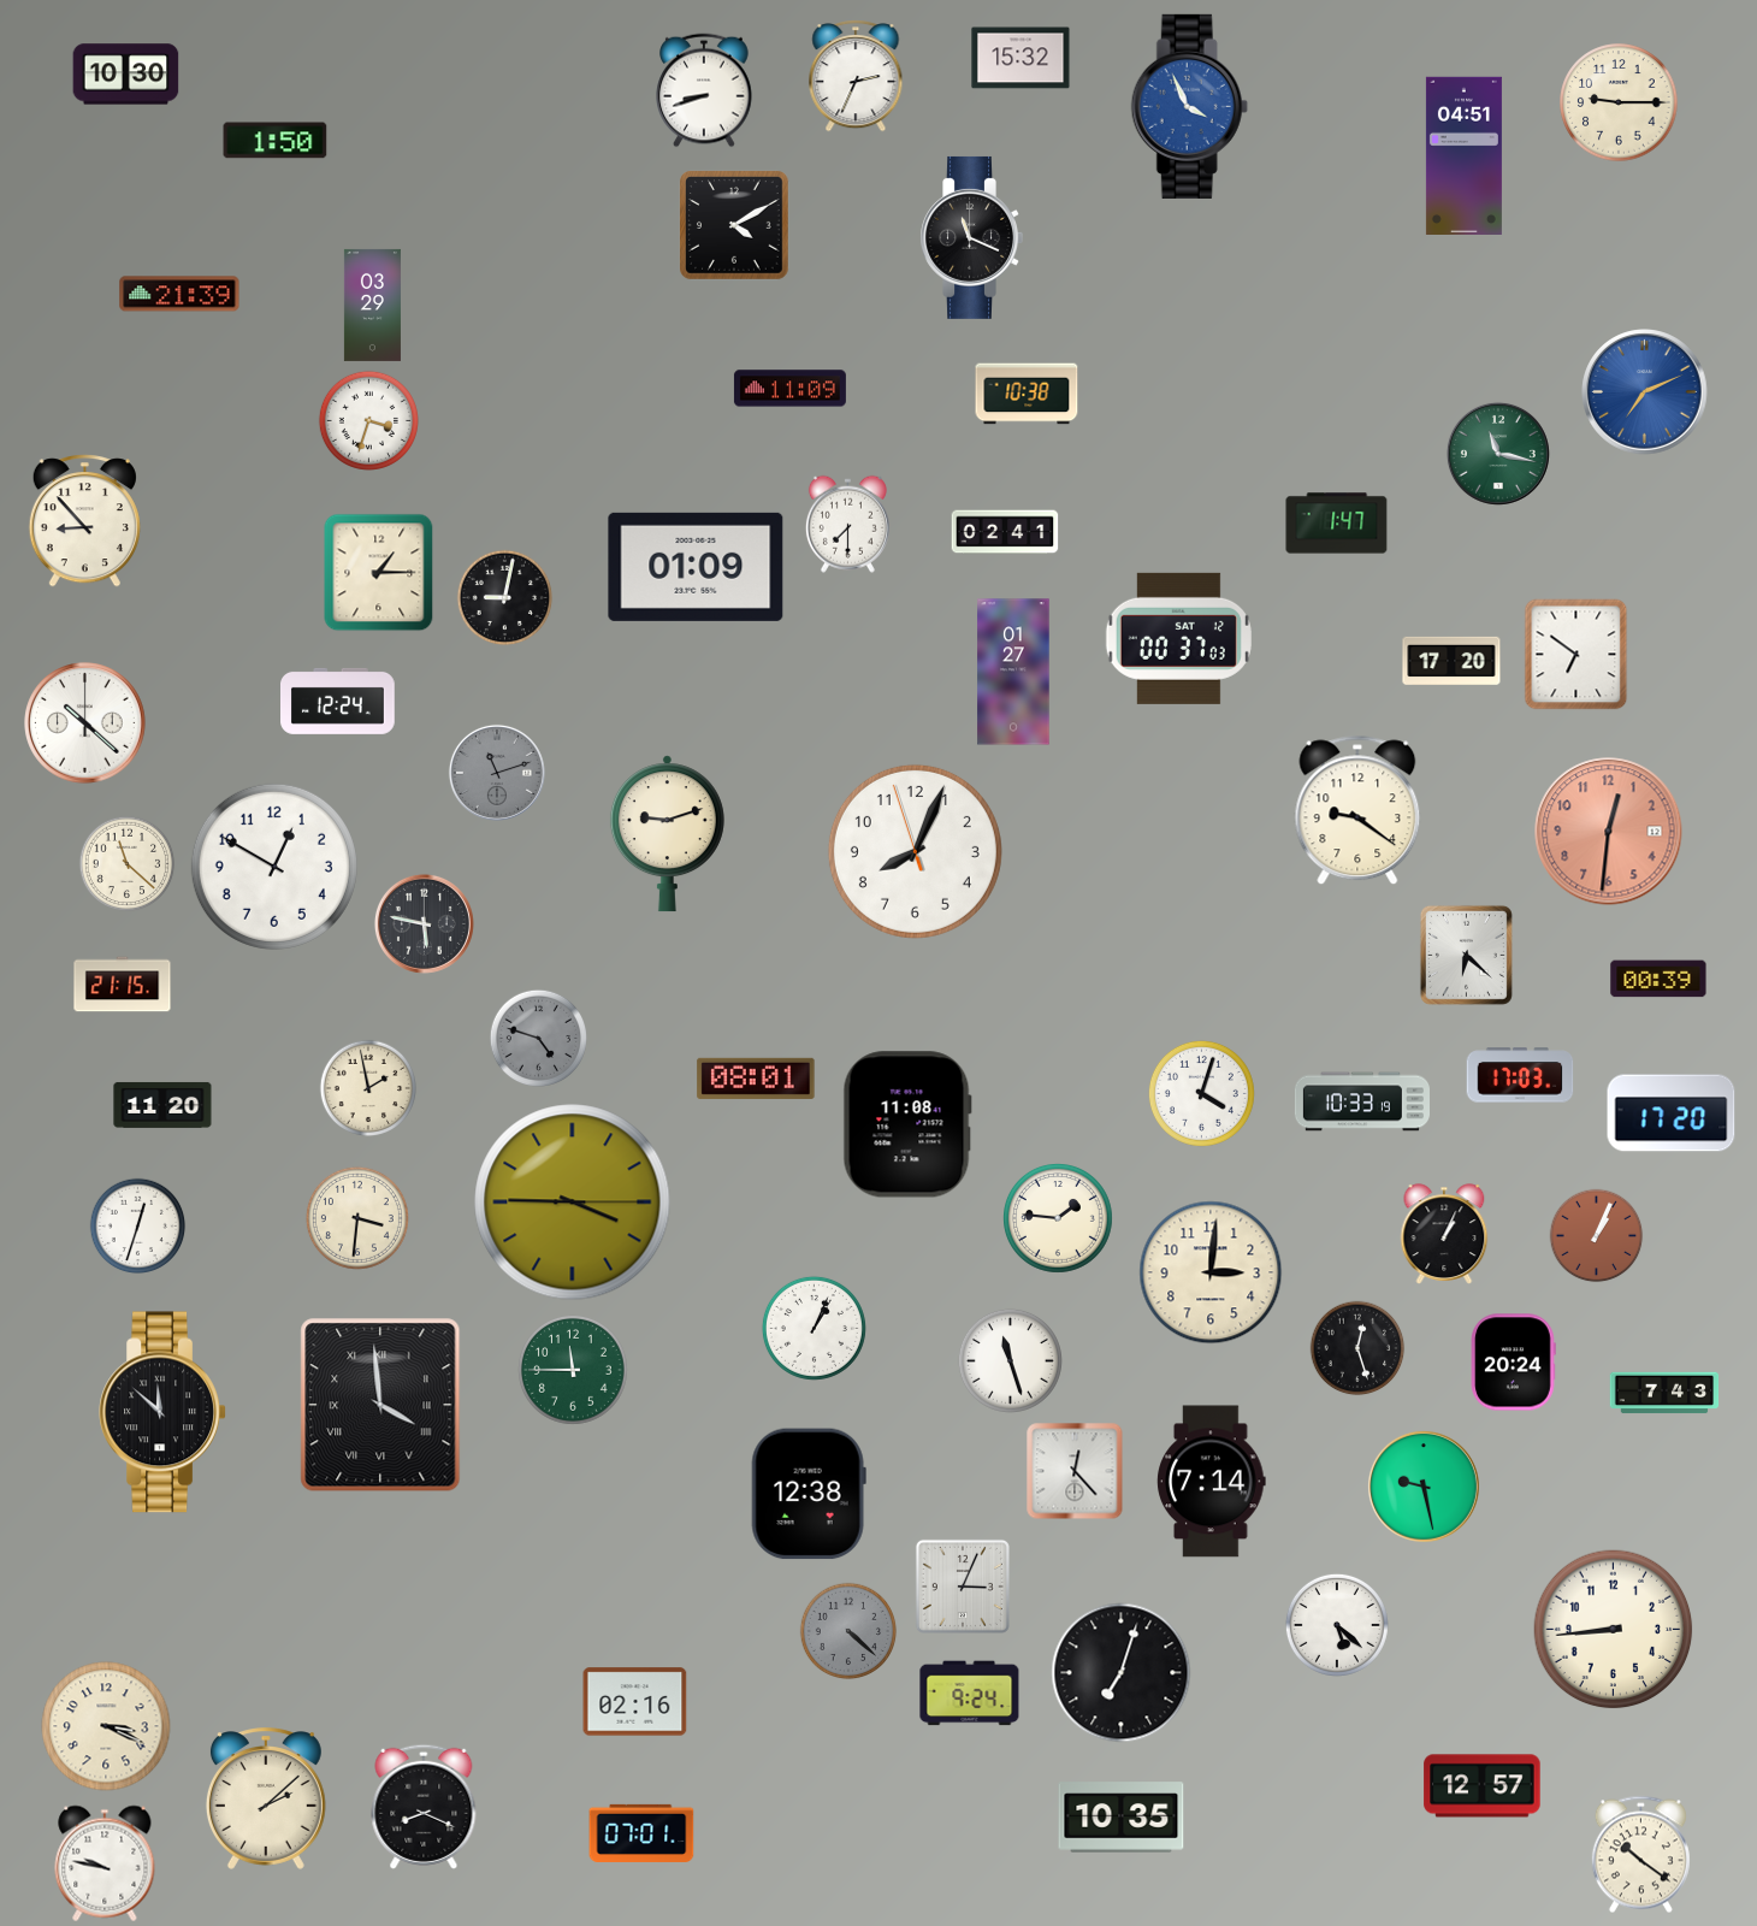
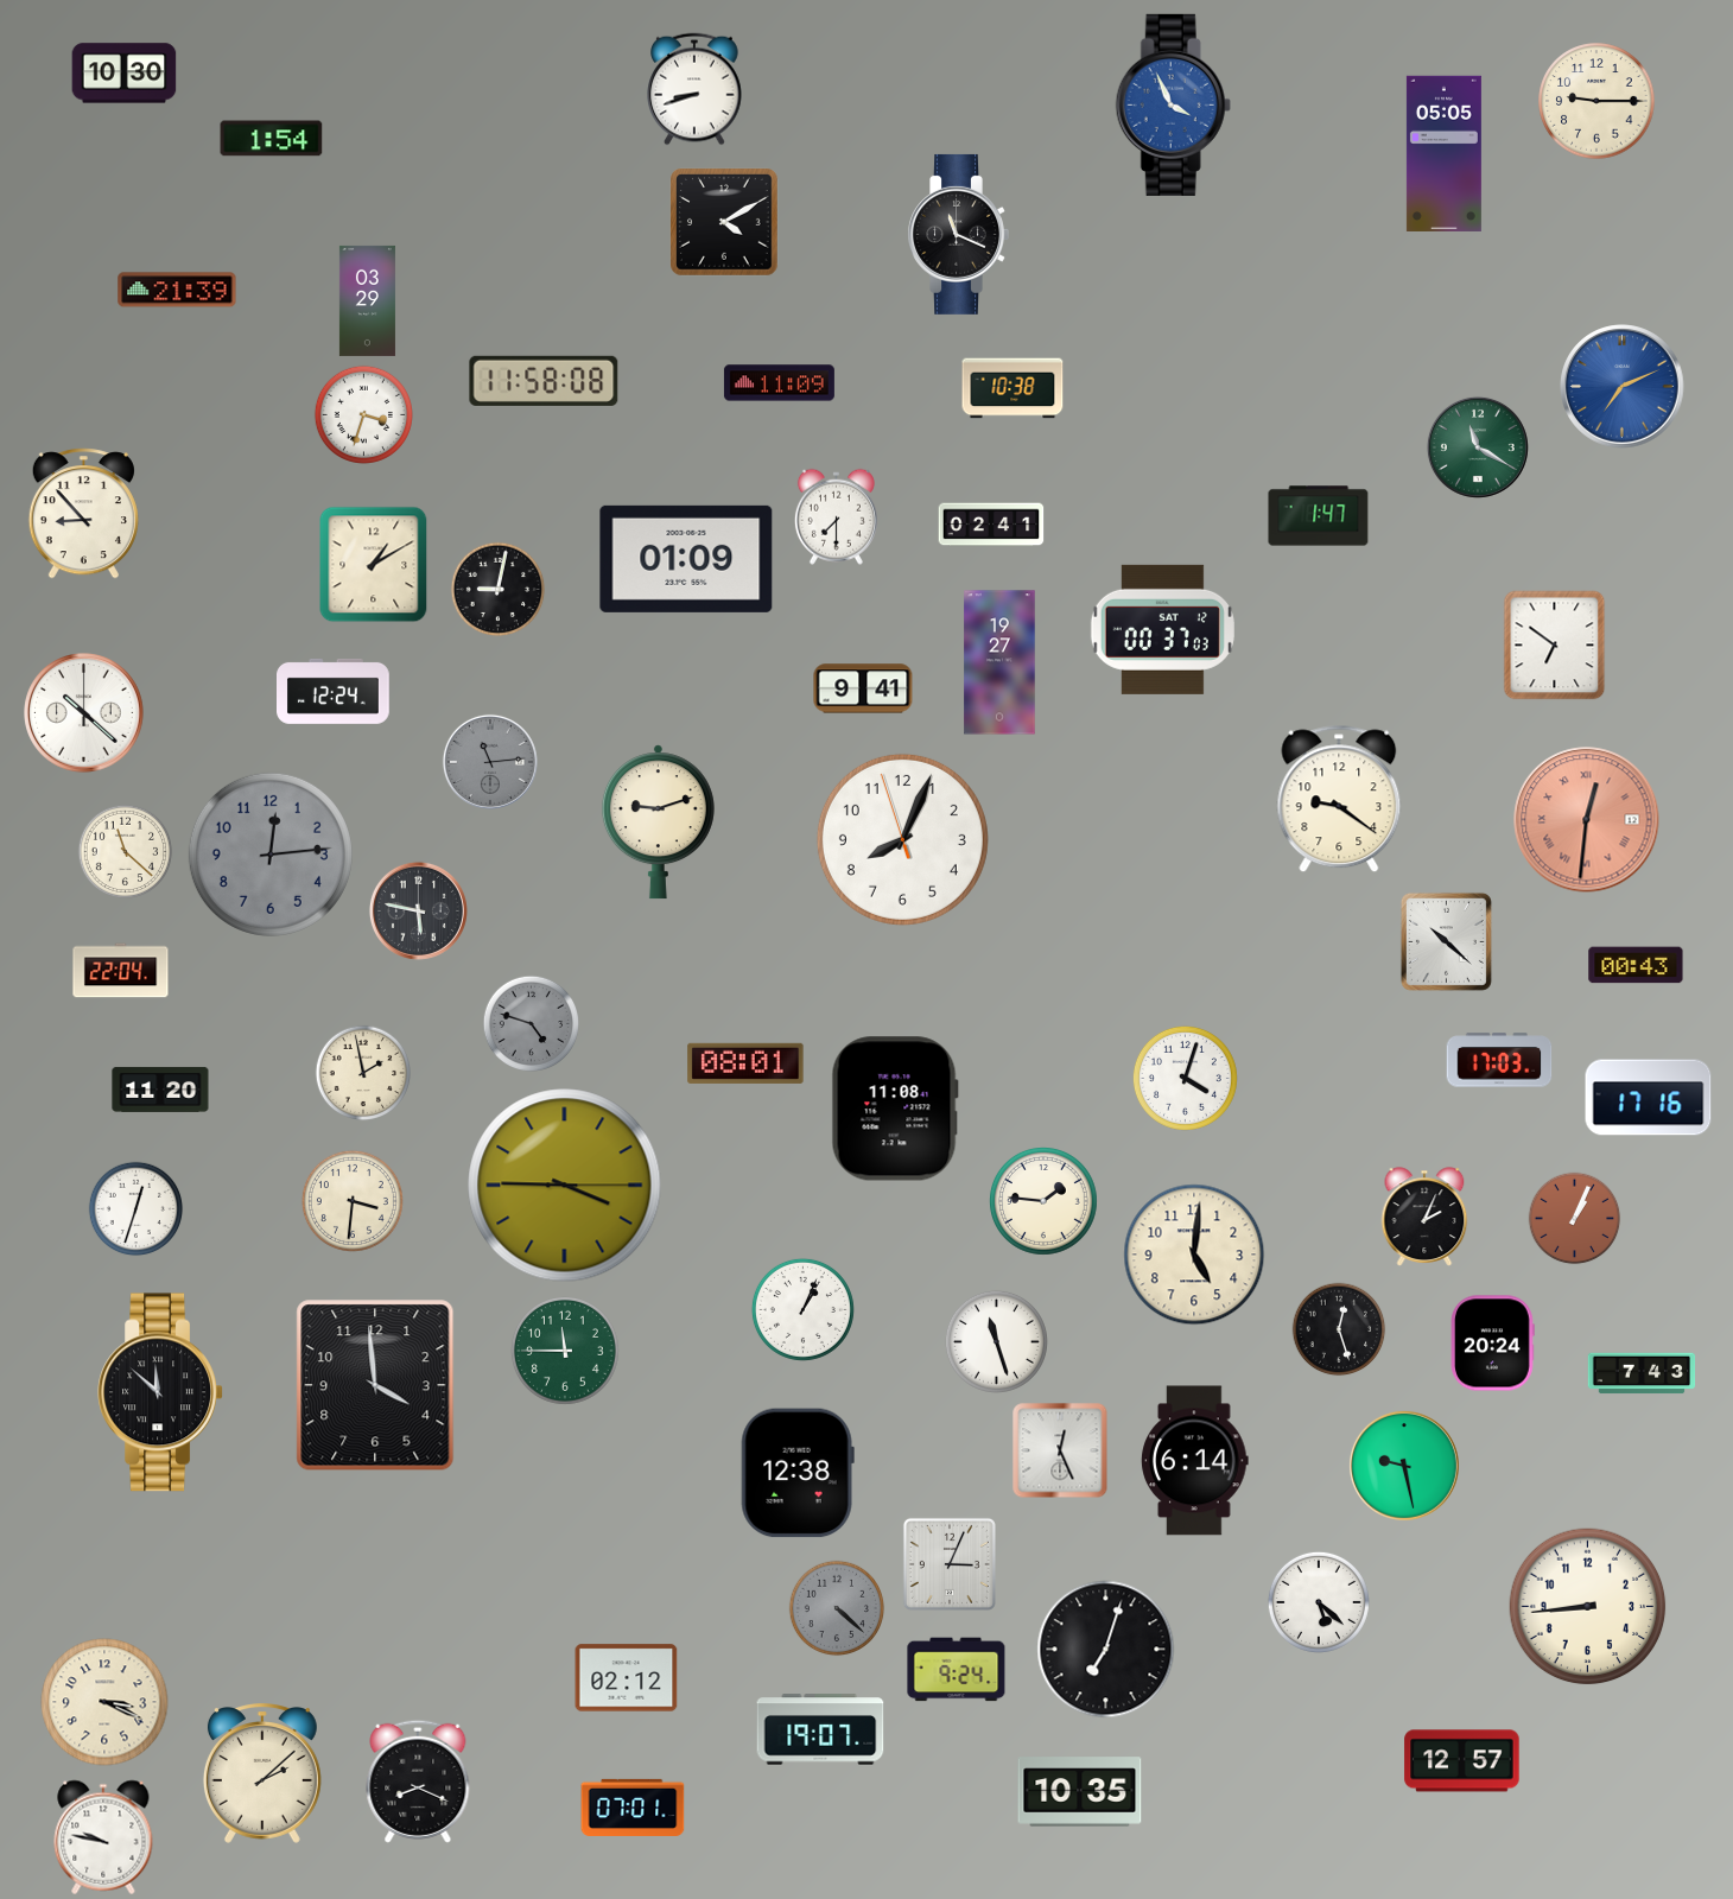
clock at (1021, 58): 15:32 -> none
clock at (856, 77): 2:34 -> none
clock at (276, 141): 1:50 -> 1:54
clock at (1463, 155): 04:51 -> 05:05
clock at (544, 381): none -> 11:58
clock at (1498, 454): 11:17 -> 11:20
clock at (379, 573): 1:15 -> 1:10
clock at (1451, 661): 17:20 -> none
clock at (1013, 672): 01:27 -> 19:27
clock at (863, 688): none -> 9:41
clock at (497, 773): 11:12 -> 11:14
clock at (1609, 832) numerals: Arabic -> Roman
clock at (274, 867): 12:50 -> 12:14
clock at (274, 867) dial: white -> grey
clock at (1466, 955): 6:22 -> 10:22
clock at (1658, 979): 00:39 -> 00:43
clock at (123, 985): 21:15 -> 22:04
clock at (1362, 1101): 10:33 -> none
clock at (1672, 1113): 17:20 -> 17:16
clock at (1444, 1234): 1:04 -> 2:04
clock at (1211, 1272): 3:01 -> 5:01
clock at (380, 1405) numerals: Roman -> Arabic
clock at (1075, 1471): 12:23 -> 12:26
clock at (1212, 1482): 7:14 -> 6:14
clock at (1614, 1630) position: (1614, 1630) -> (1588, 1607)
clock at (635, 1702): 02:16 -> 02:12
clock at (820, 1729): none -> 19:07
clock at (1122, 1818) position: (1122, 1818) -> (1080, 1792)
clock at (1640, 1855): 10:21 -> none
